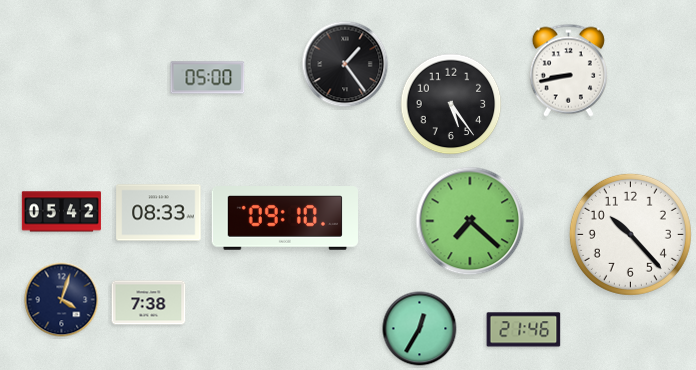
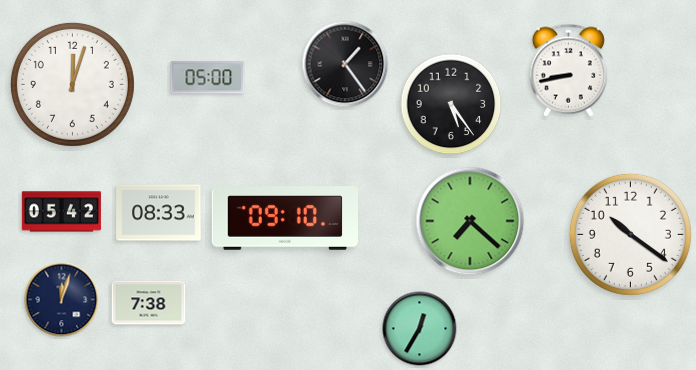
clock at (72, 84): none -> 12:03
clock at (630, 234): 10:23 -> 10:21
clock at (62, 300): 4:03 -> 12:03
clock at (524, 330): 21:46 -> none
